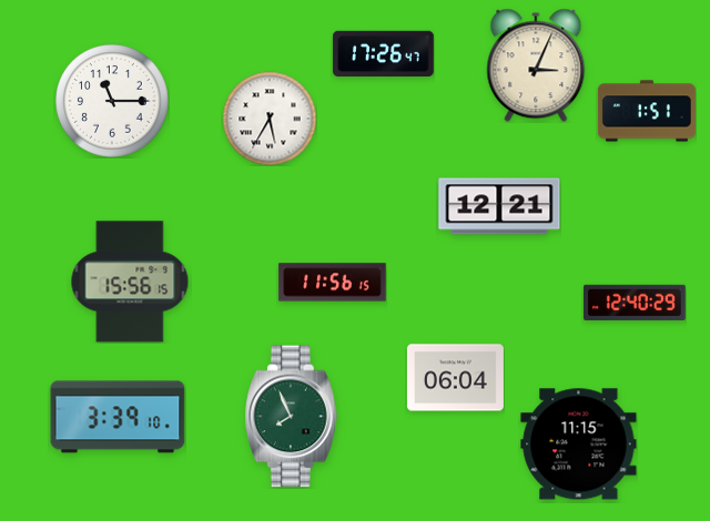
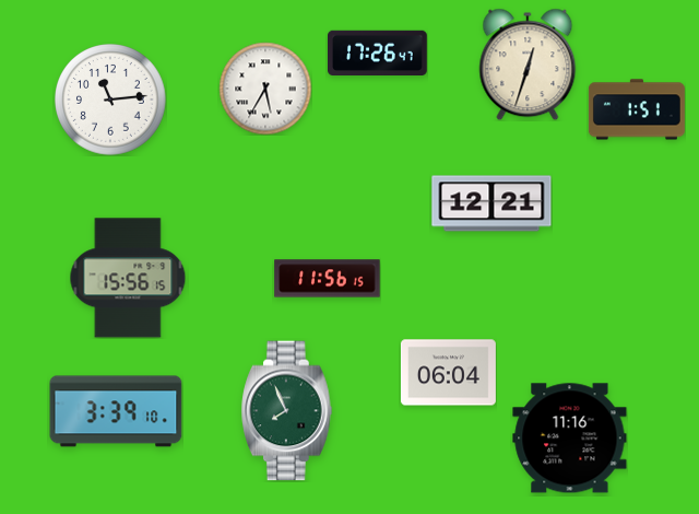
clock at (536, 65): 3:04 -> 12:33
clock at (112, 101): 11:15 -> 11:14
clock at (270, 119) position: (270, 119) -> (265, 89)
clock at (635, 302): 12:40 -> none
clock at (579, 445): 11:15 -> 11:16
